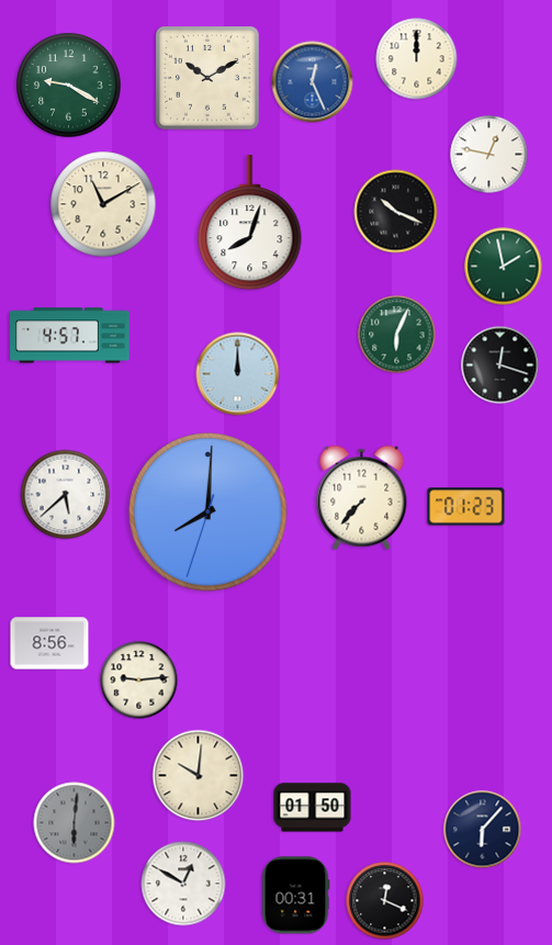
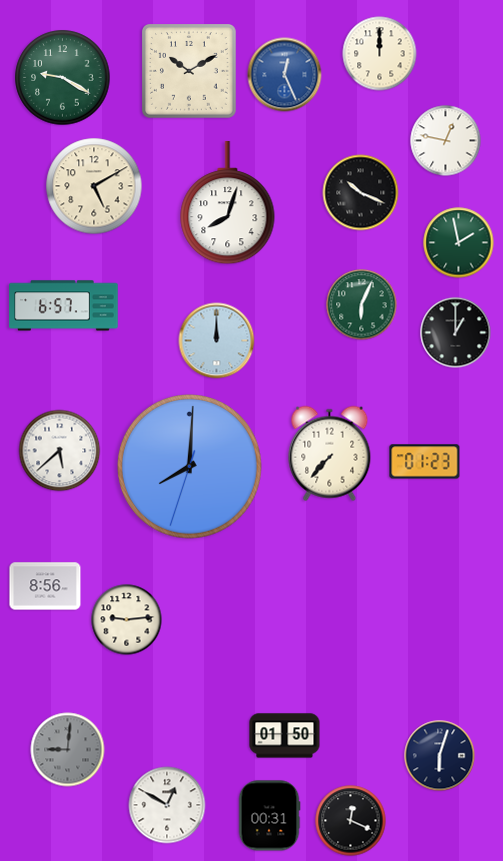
clock at (103, 204): 11:10 -> 5:10
clock at (70, 336): 4:57 -> 6:57
clock at (500, 365): 12:18 -> 1:00
clock at (199, 776): 10:01 -> none
clock at (75, 823): 6:01 -> 9:01
clock at (483, 830): 6:07 -> 6:03
